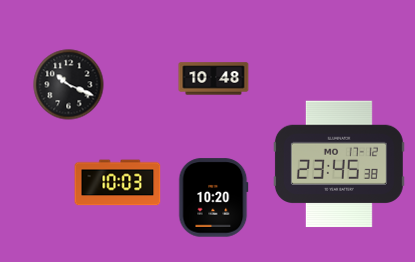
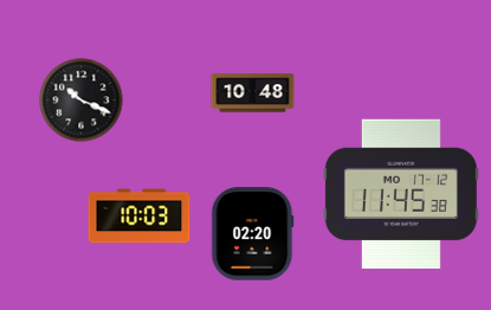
clock at (339, 164): 23:45 -> 11:45
clock at (214, 198): 10:20 -> 02:20
